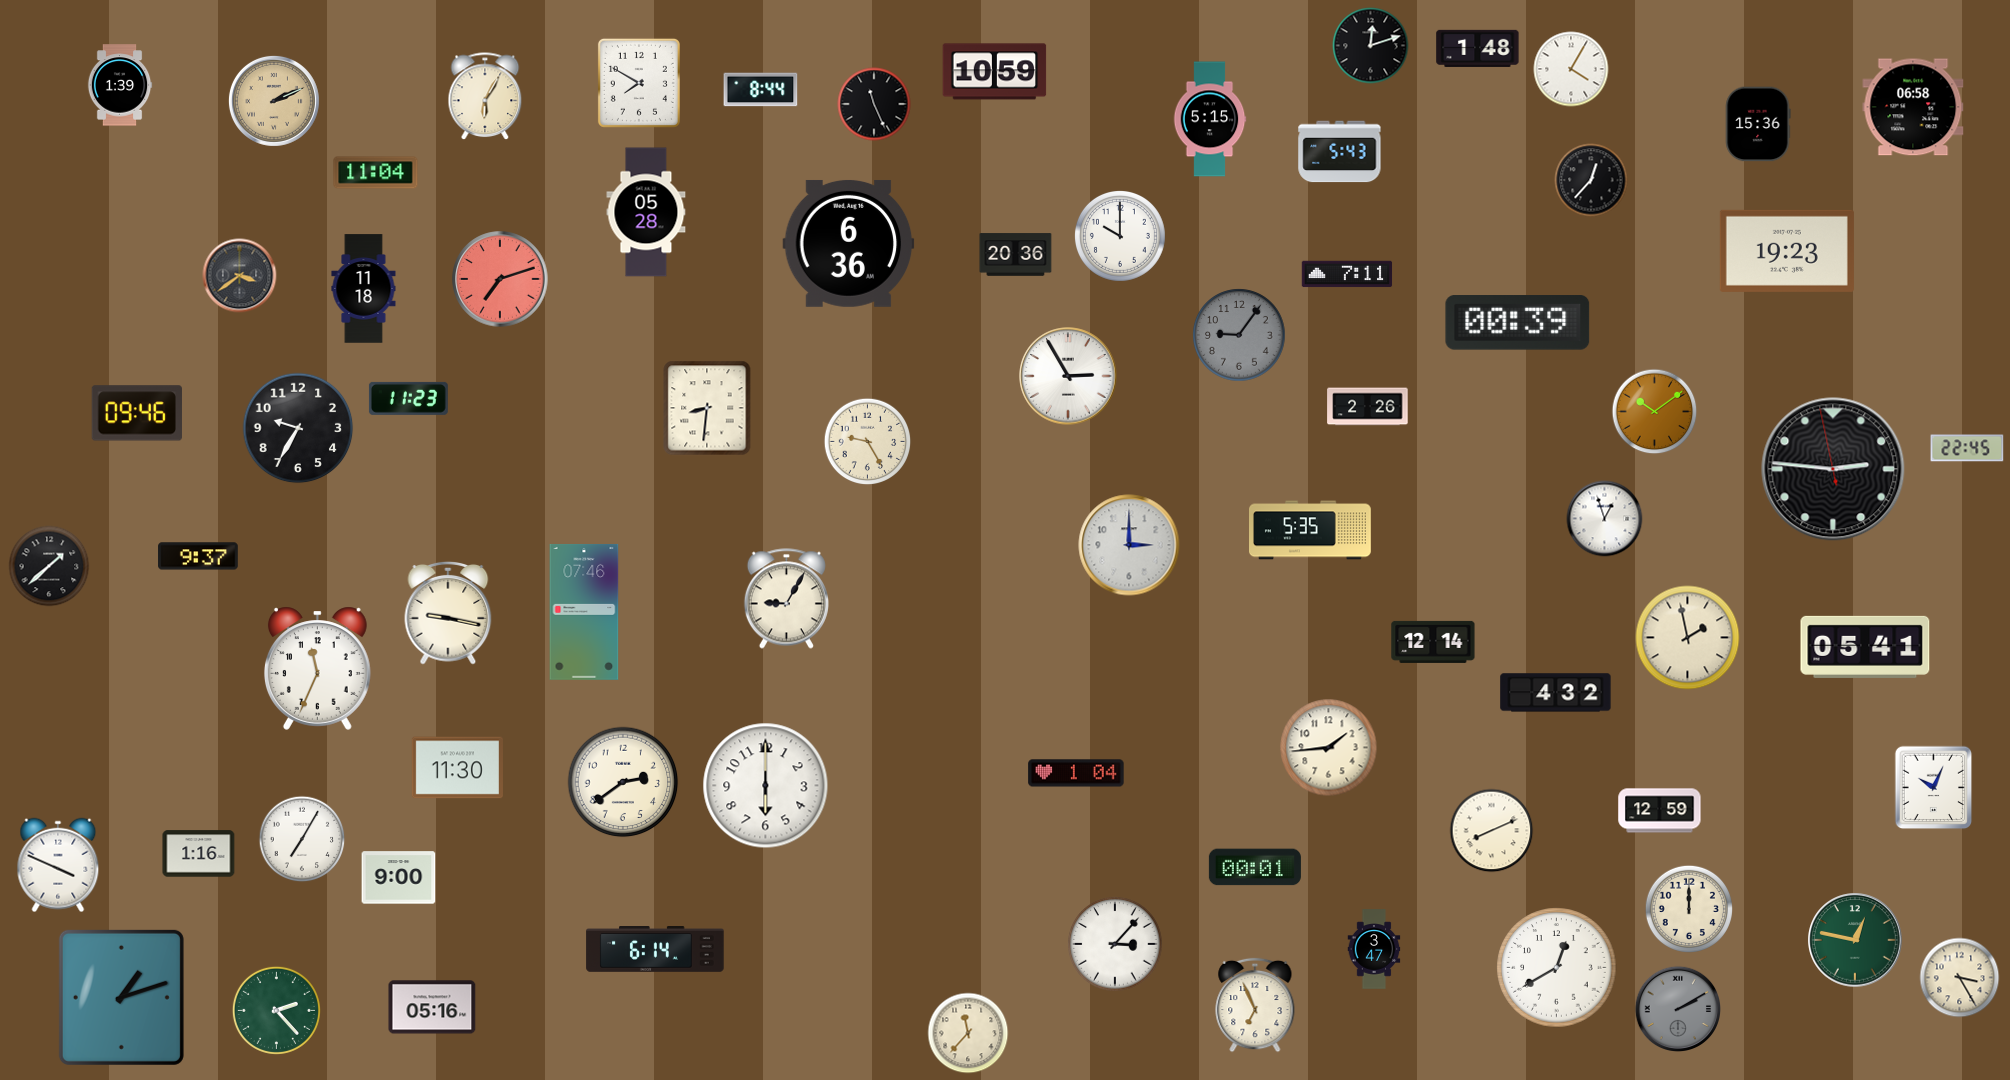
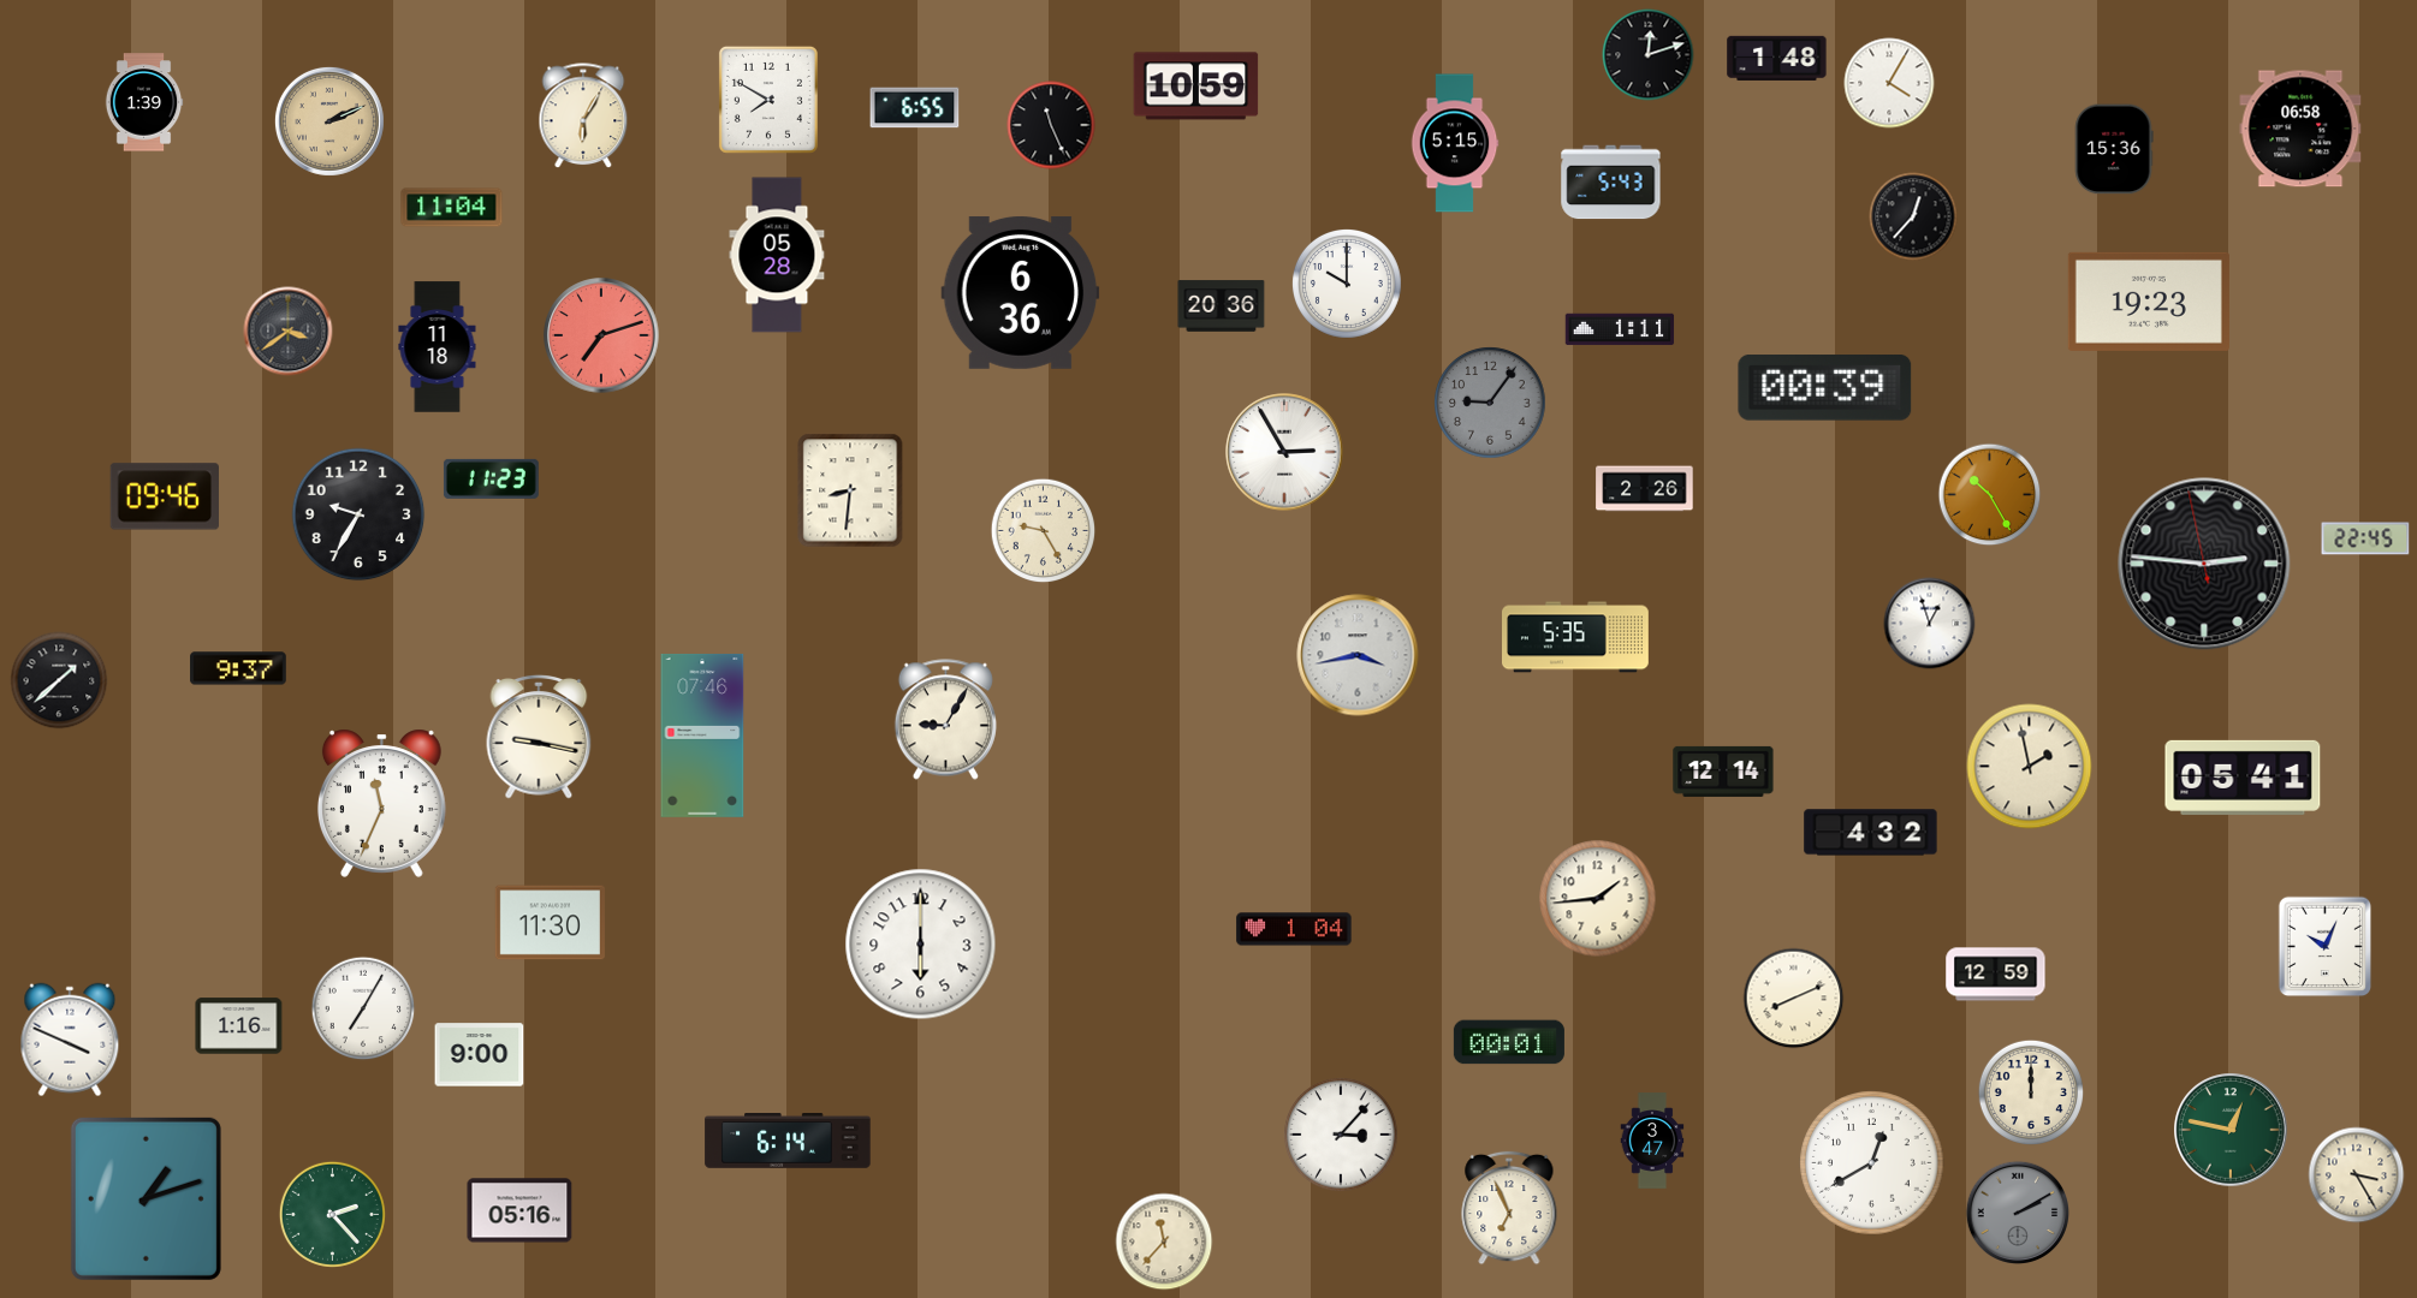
clock at (761, 90): 8:44 -> 6:55
clock at (1347, 274): 7:11 -> 1:11
clock at (1655, 412): 10:09 -> 10:25
clock at (1129, 545): 3:00 -> 3:43
clock at (623, 782): 2:39 -> none
